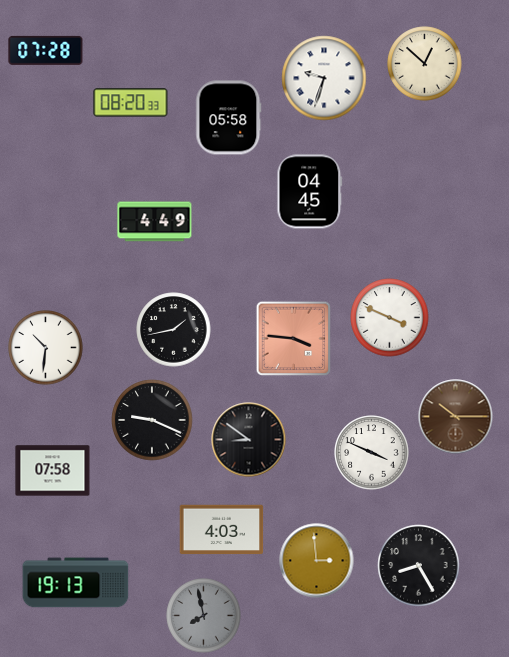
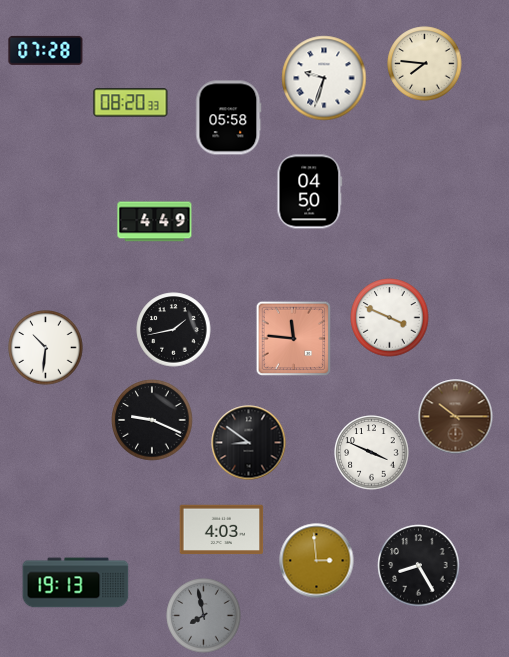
clock at (425, 64): 12:52 -> 7:46
clock at (310, 192): 04:45 -> 04:50
clock at (294, 339): 3:46 -> 11:46
clock at (249, 440) position: (249, 440) -> (249, 443)
clock at (53, 471): 07:58 -> none
